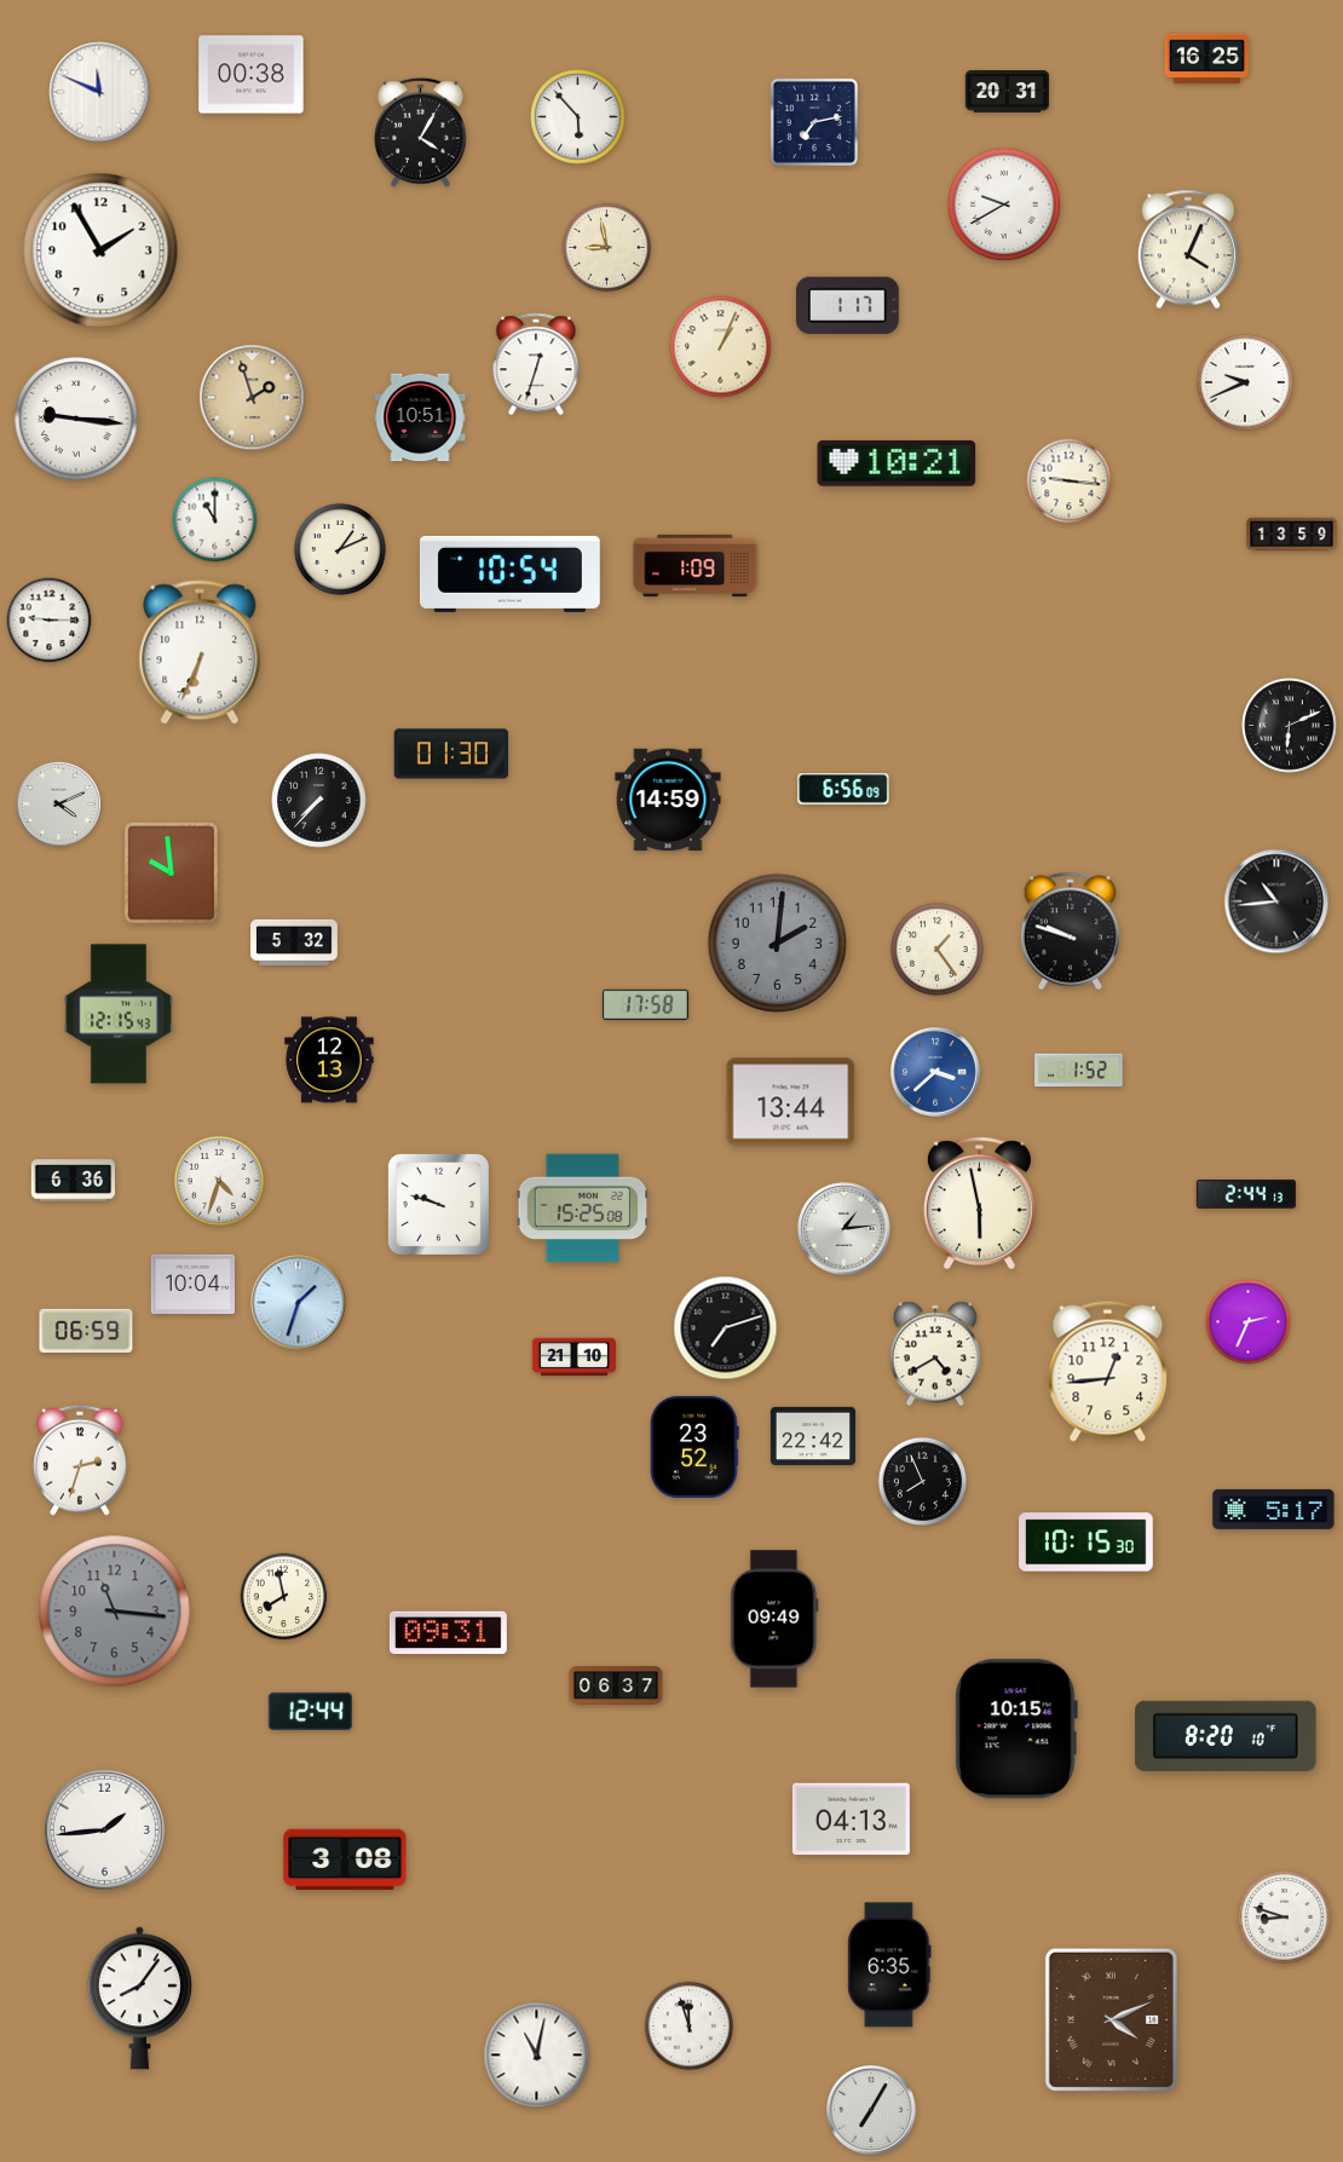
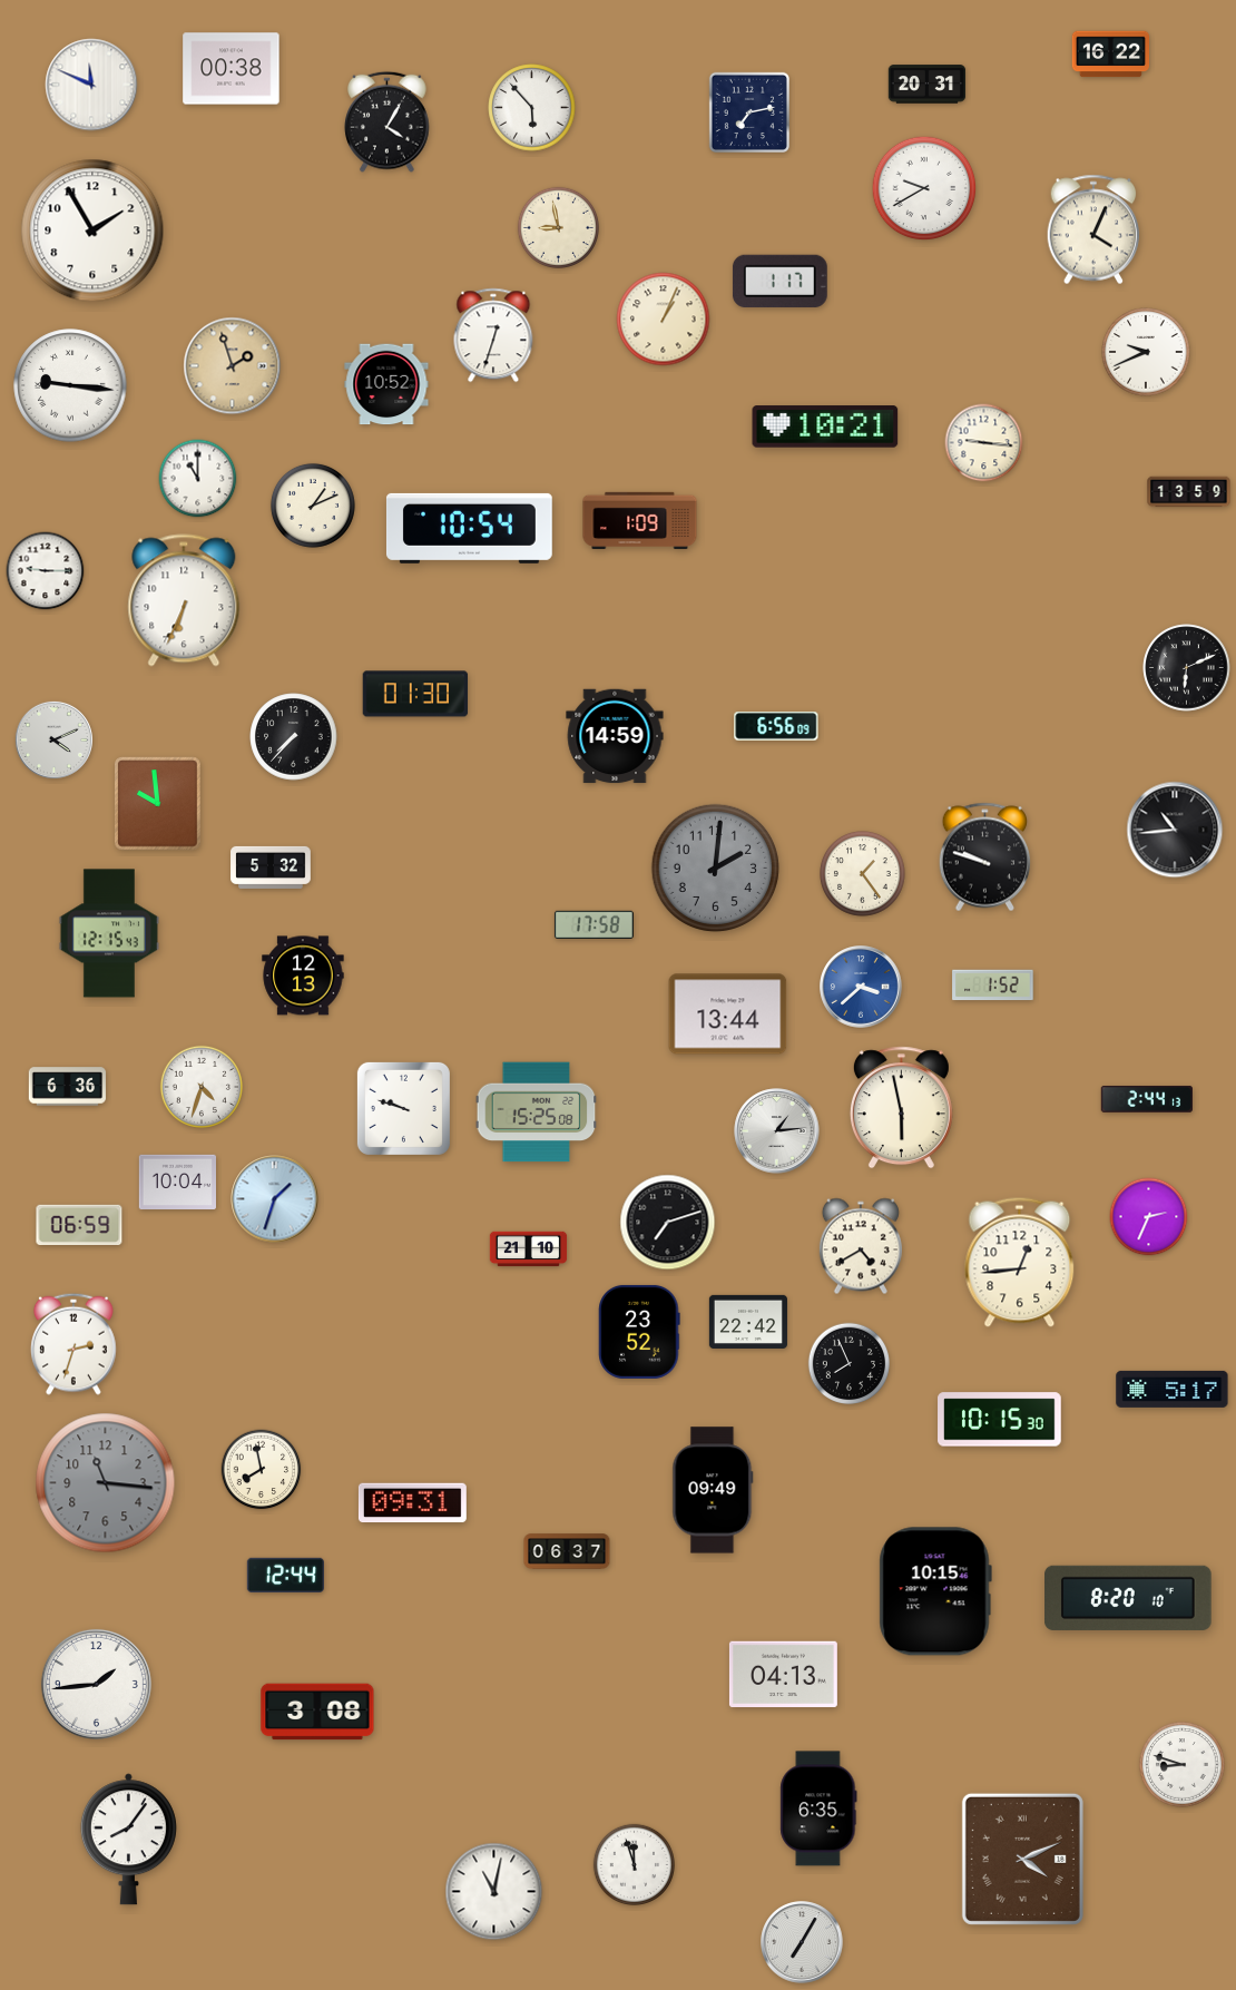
clock at (1206, 59): 16:25 -> 16:22
clock at (420, 417): 10:51 -> 10:52
